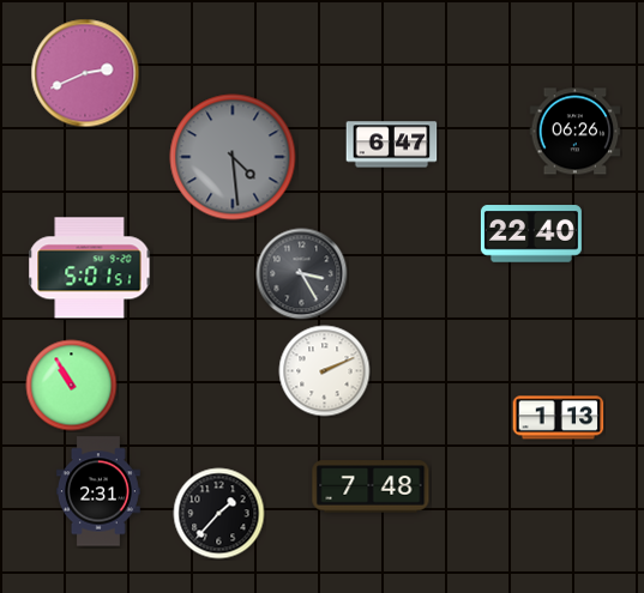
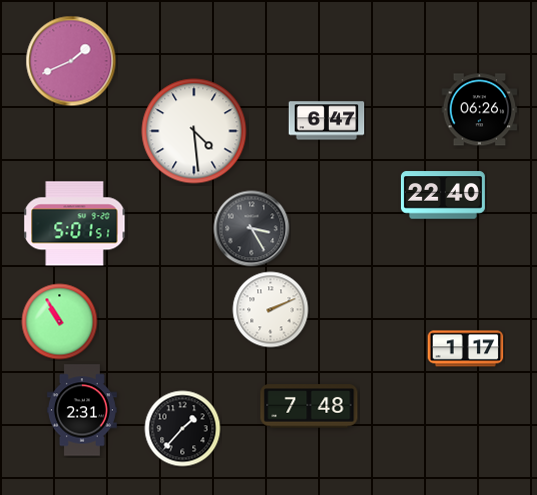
clock at (85, 73): 2:41 -> 1:41
clock at (233, 157) dial: grey -> white
clock at (559, 418): 1:13 -> 1:17
